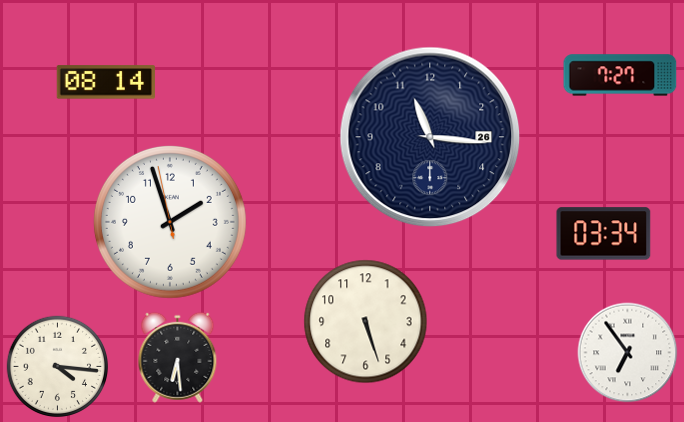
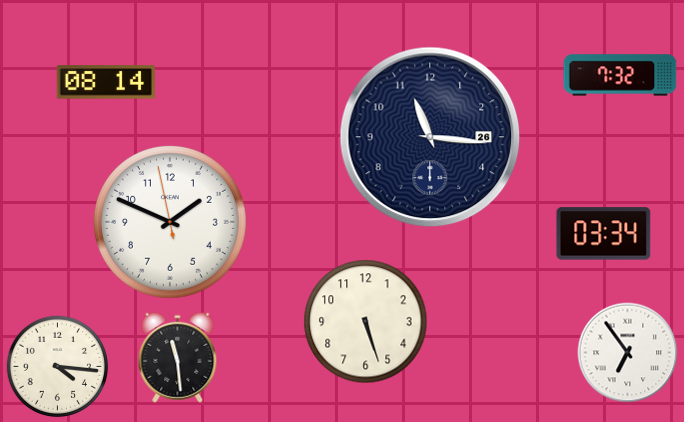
clock at (620, 75): 7:27 -> 7:32
clock at (170, 222): 1:56 -> 1:48
clock at (178, 357): 6:29 -> 11:29
